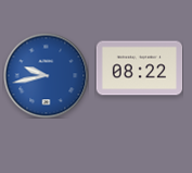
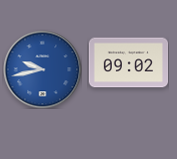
clock at (139, 69): 08:22 -> 09:02
